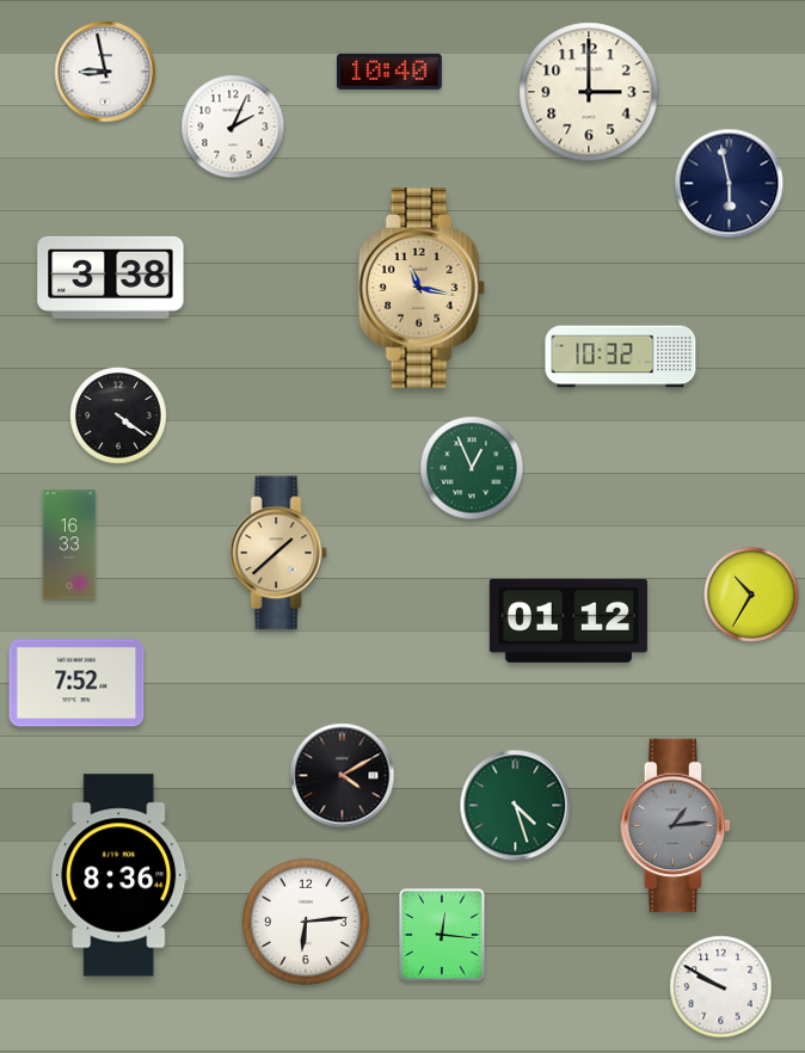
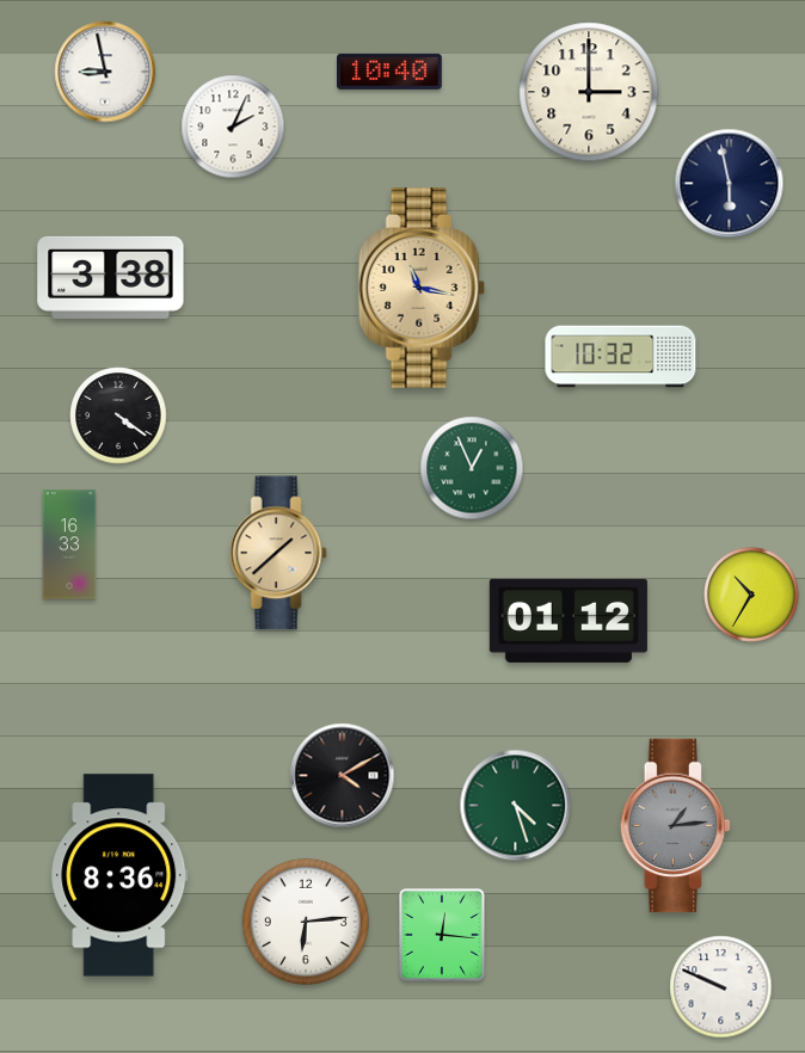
clock at (76, 683): 7:52 -> none
clock at (721, 987): 9:50 -> 9:49
